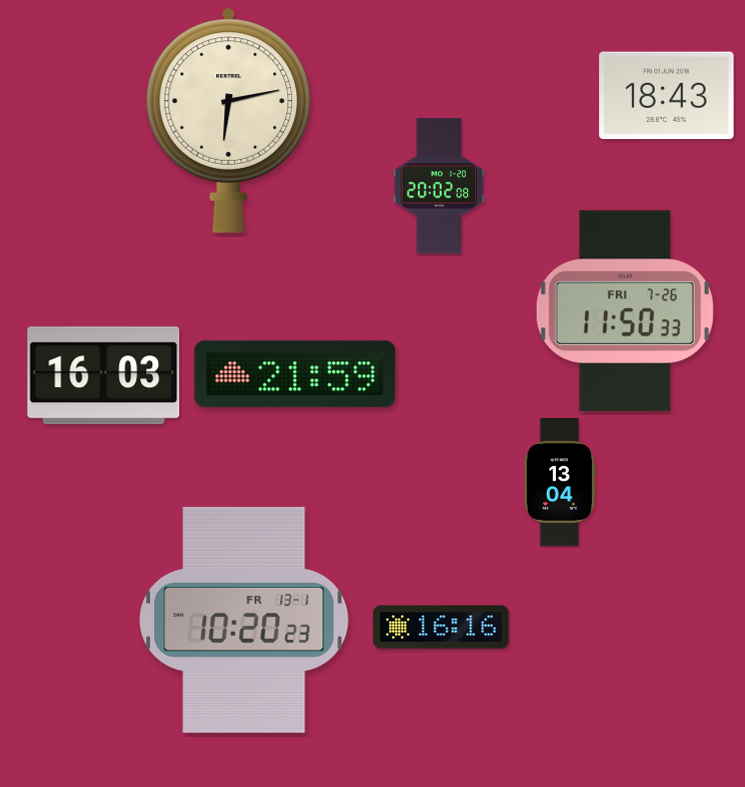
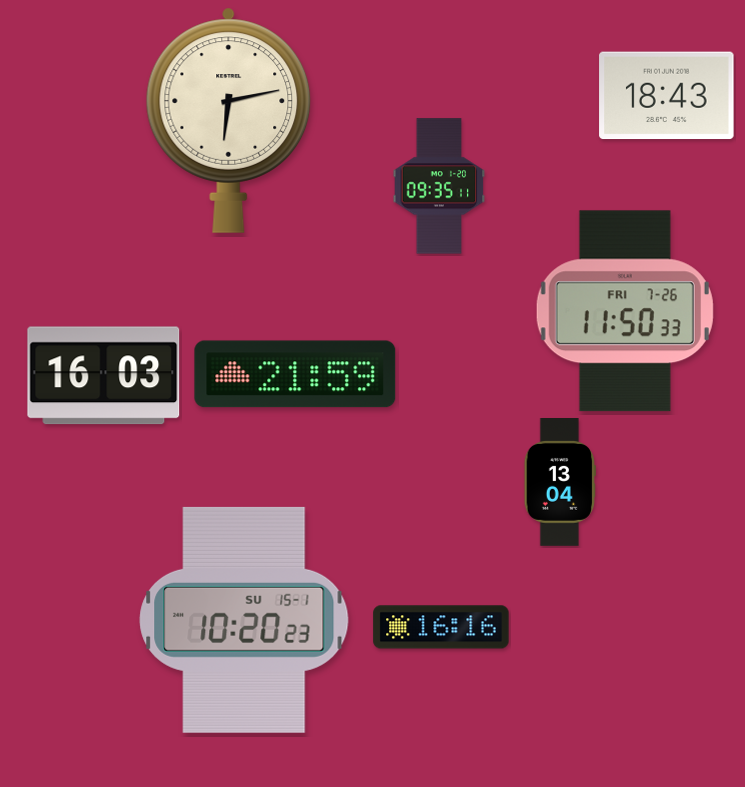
clock at (439, 186): 20:02 -> 09:35
clock at (244, 620) date: FR 13-1 -> SU 15-1
